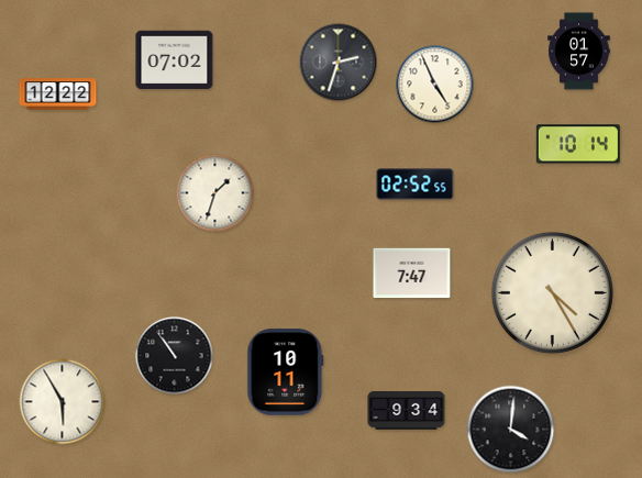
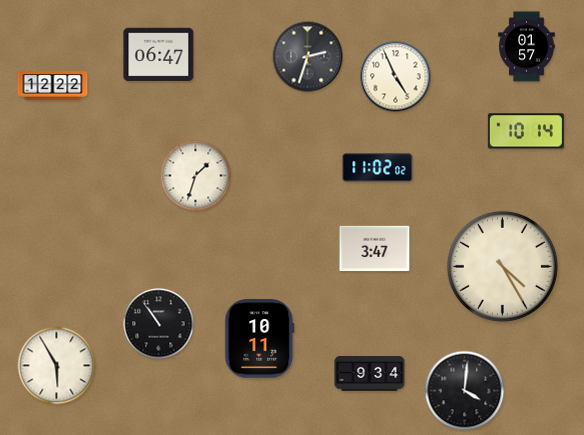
clock at (175, 60): 07:02 -> 06:47
clock at (416, 185): 02:52 -> 11:02
clock at (412, 274): 7:47 -> 3:47
